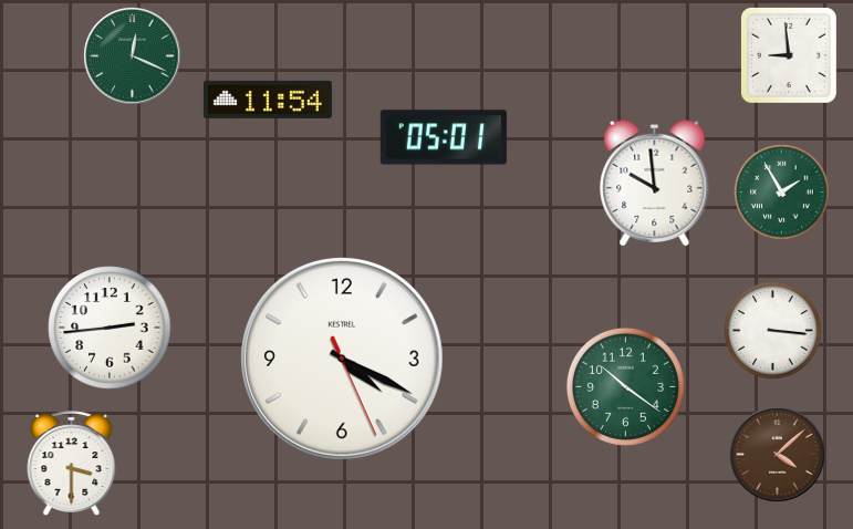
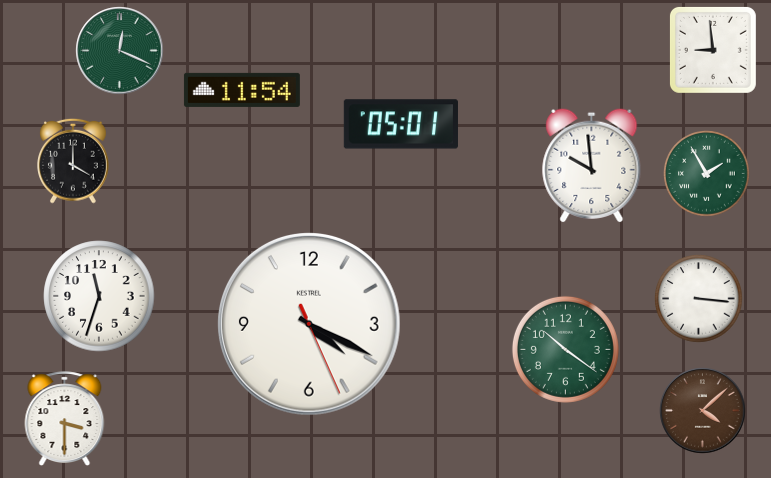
clock at (74, 161): none -> 4:00
clock at (110, 328): 2:44 -> 11:33
